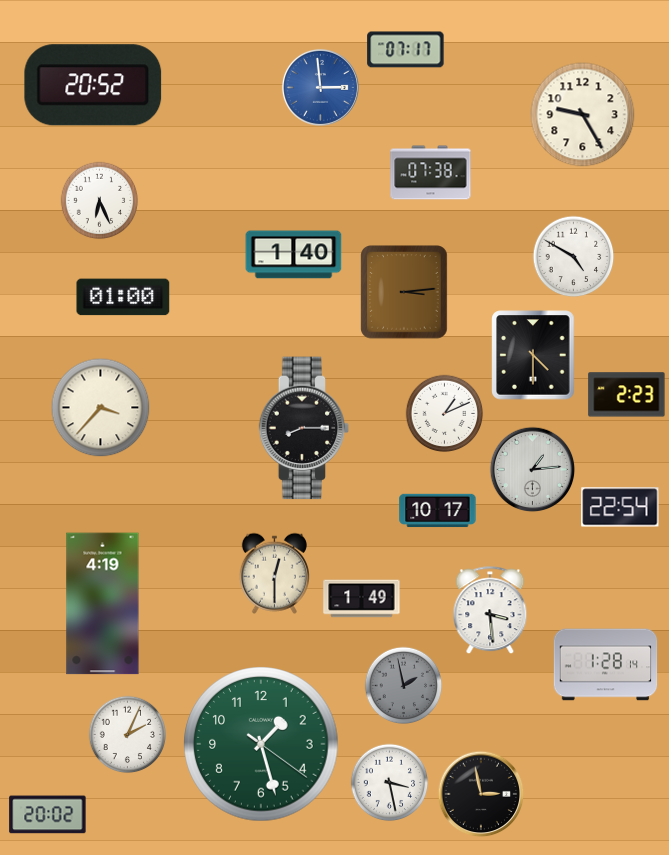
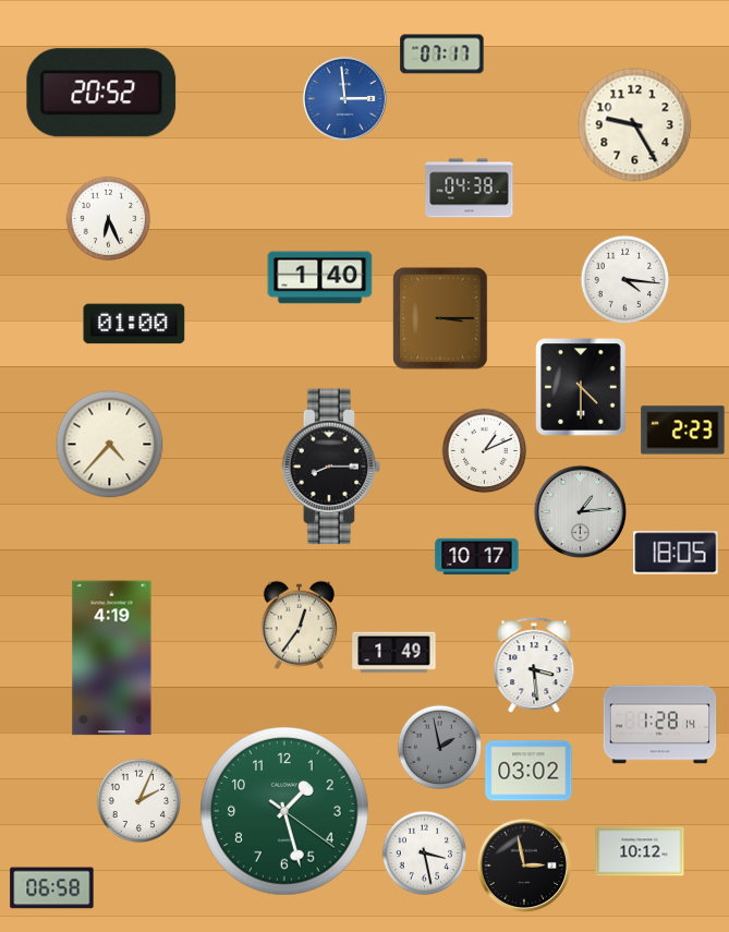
clock at (320, 87) position: (320, 87) -> (344, 98)
clock at (431, 173): 07:38 -> 04:38
clock at (573, 256): 4:50 -> 4:16
clock at (404, 292): 3:14 -> 3:15
clock at (101, 408): 3:37 -> 4:37
clock at (620, 507): 22:54 -> 18:05
clock at (274, 573): 12:30 -> 12:36
clock at (528, 771): none -> 03:02
clock at (640, 851): none -> 10:12
clock at (48, 815): 20:02 -> 06:58
